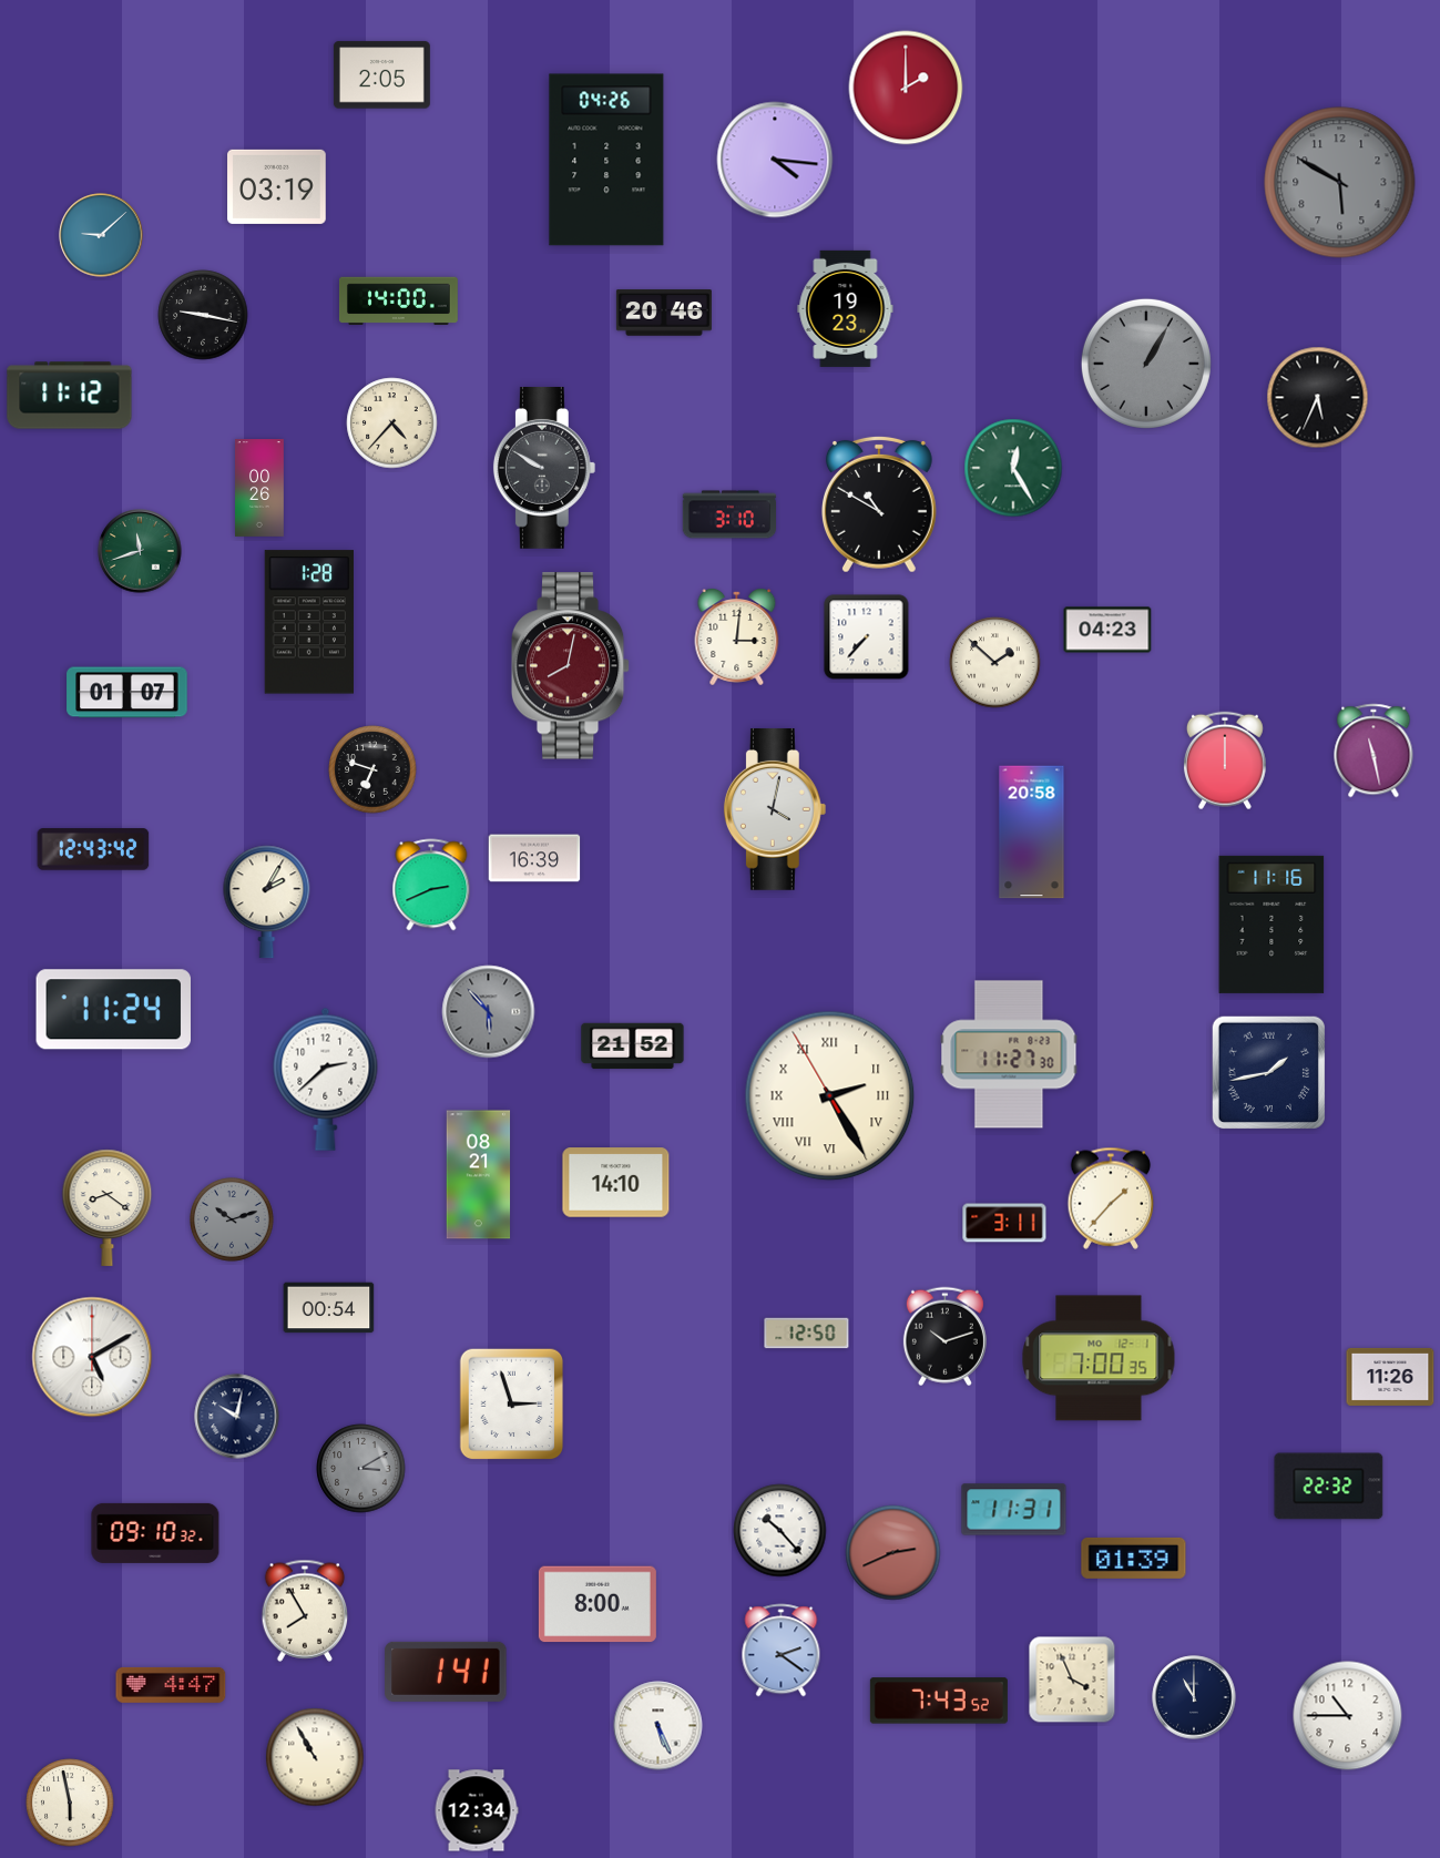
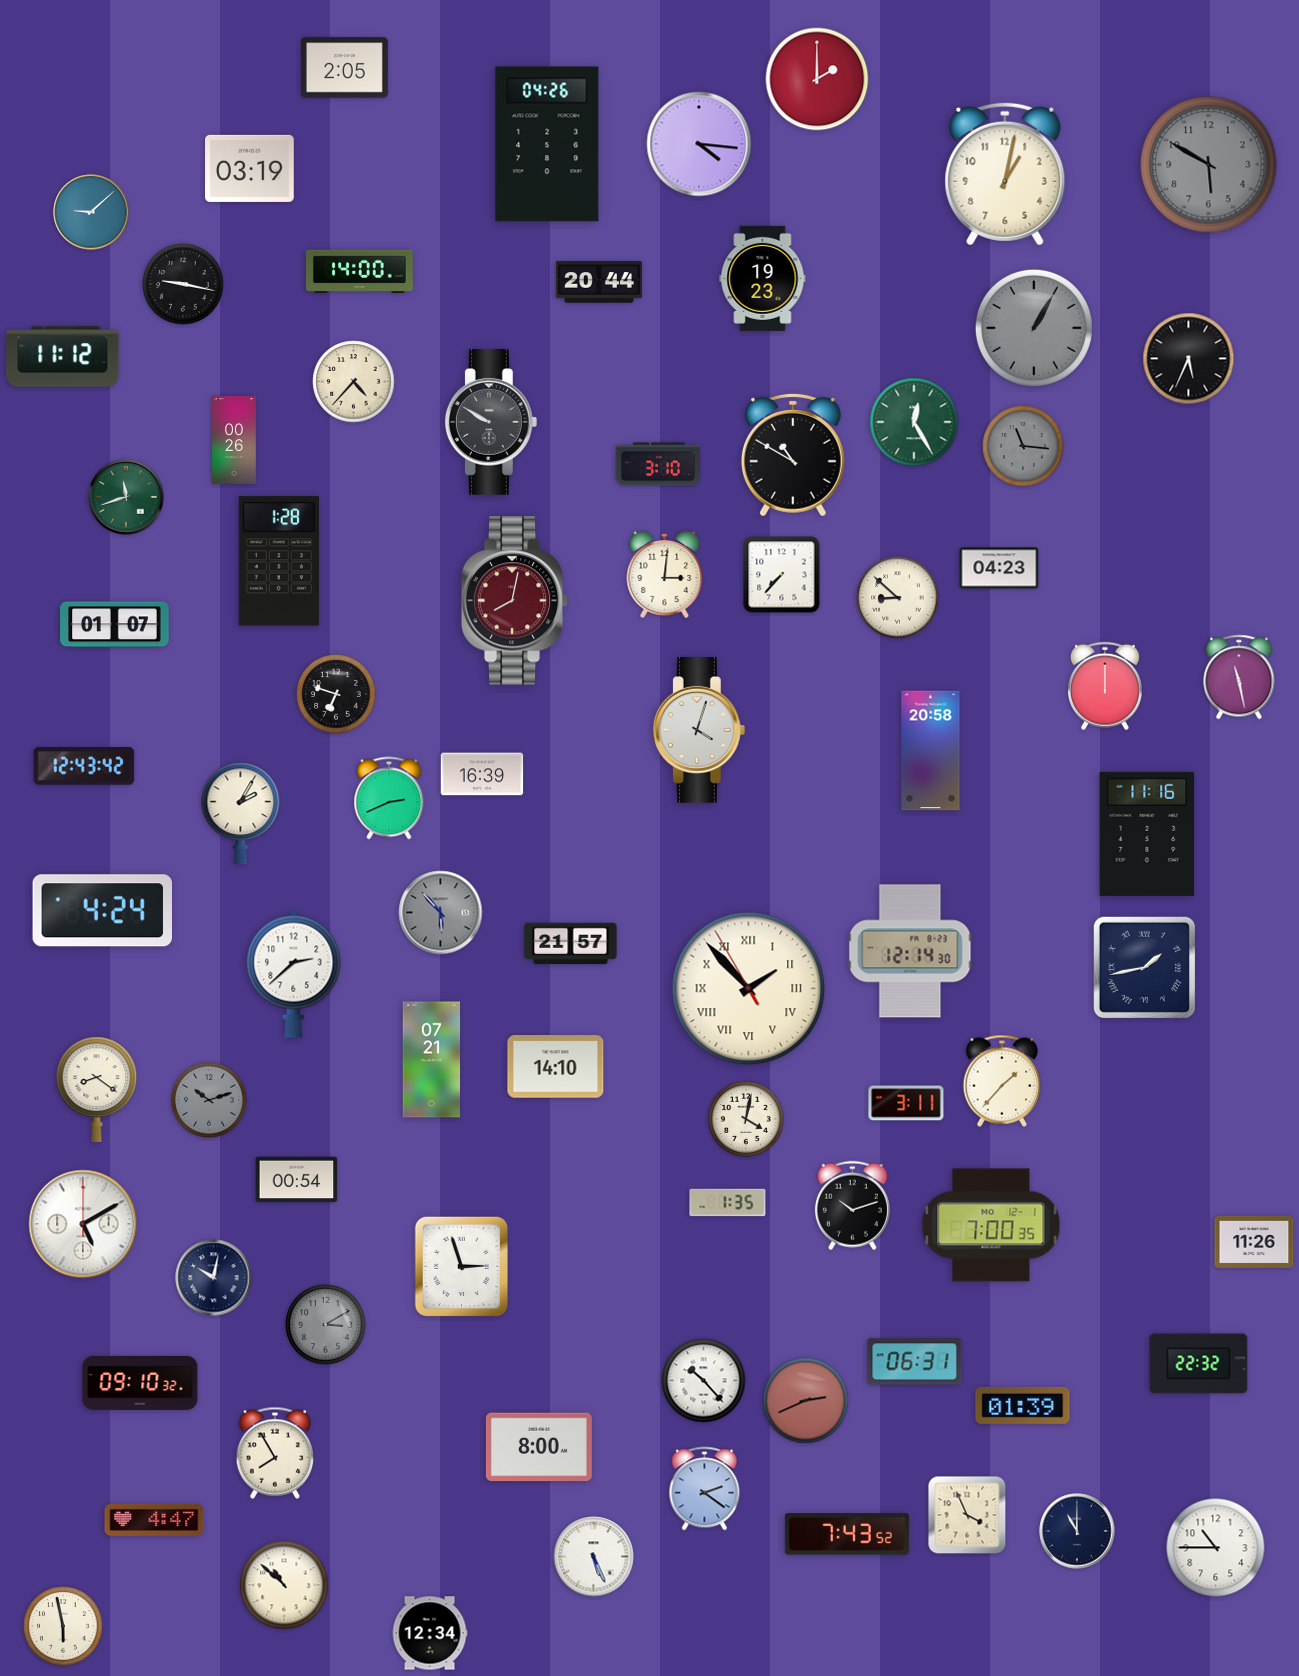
clock at (1005, 174): none -> 1:02
clock at (664, 313): 20:46 -> 20:44
clock at (1023, 446): none -> 11:16
clock at (995, 663): 1:52 -> 8:52
clock at (775, 809): 4:02 -> 4:03
clock at (113, 1010): 11:24 -> 4:24
clock at (633, 1047): 21:52 -> 21:57
clock at (1009, 1054): 11:27 -> 12:14
clock at (830, 1096): 2:24 -> 1:52
clock at (479, 1175): 08:21 -> 07:21
clock at (747, 1120): none -> 4:02
clock at (807, 1334): 12:50 -> 1:35
clock at (1329, 1487) position: (1329, 1487) -> (1199, 1364)
clock at (1014, 1510): 11:31 -> 06:31
clock at (446, 1672): 1:41 -> none
clock at (315, 1757): 10:55 -> 10:52
